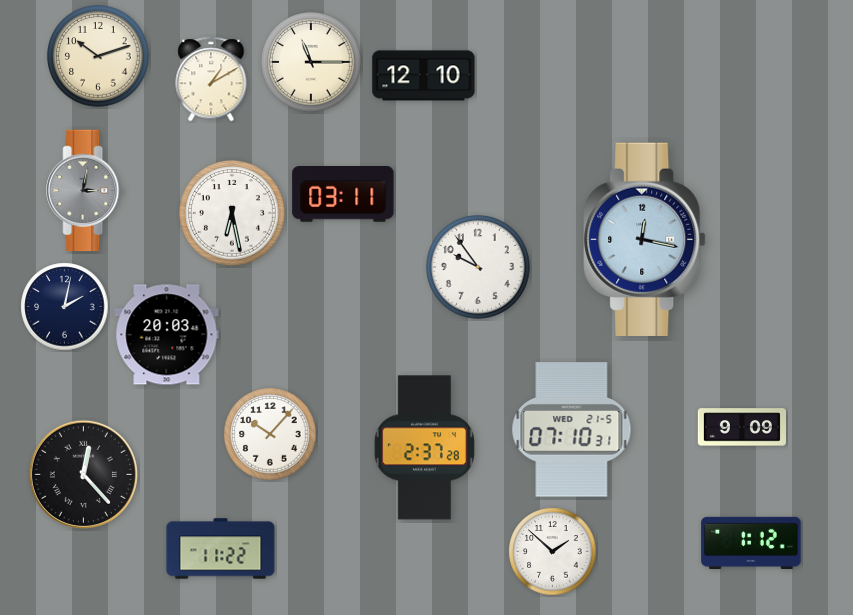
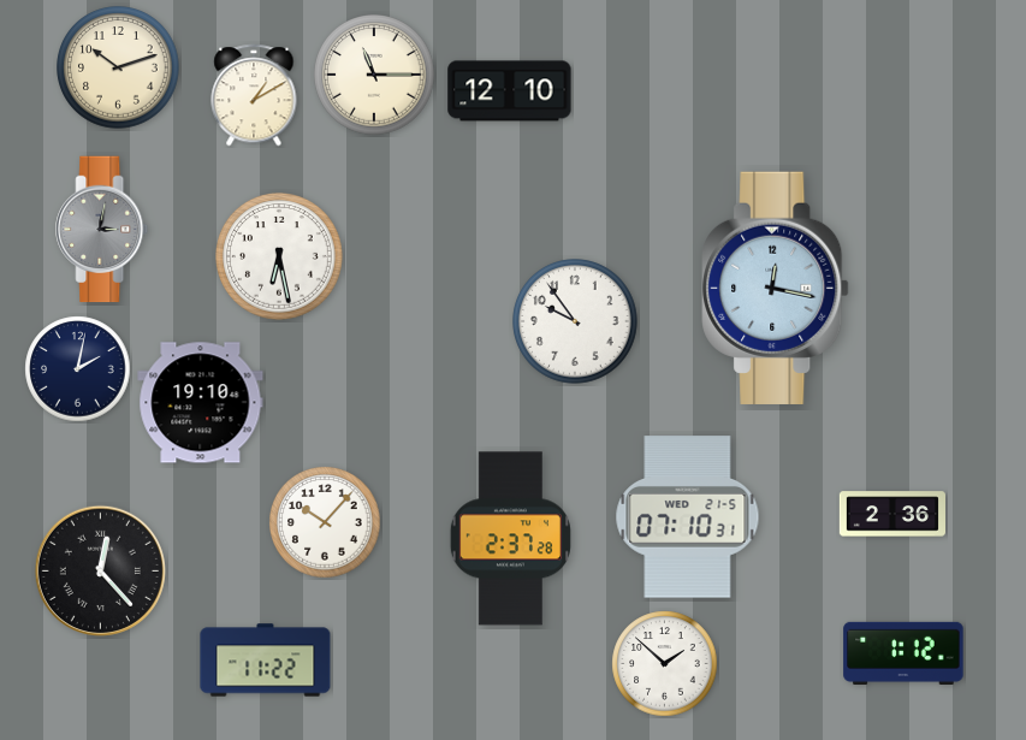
clock at (343, 194): 03:11 -> none
clock at (167, 335): 20:03 -> 19:10
clock at (741, 427): 9:09 -> 2:36
